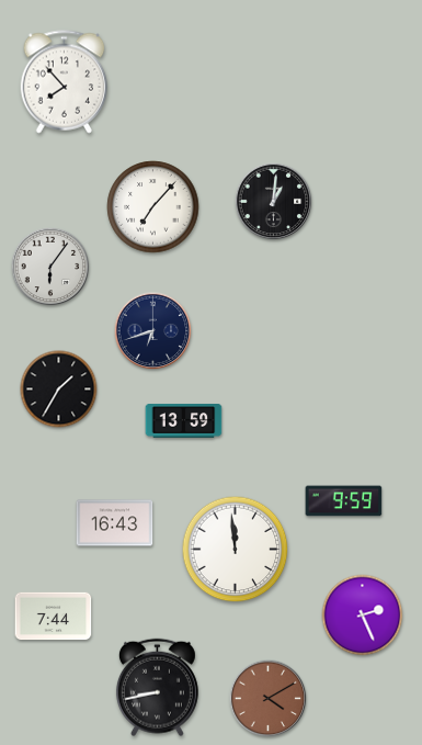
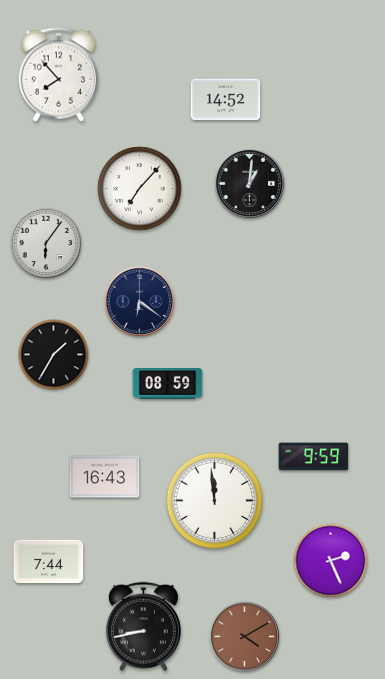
clock at (226, 100): none -> 14:52
clock at (153, 331): 6:42 -> 6:21
clock at (184, 421): 13:59 -> 08:59
